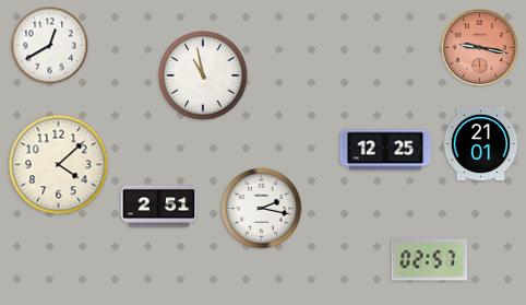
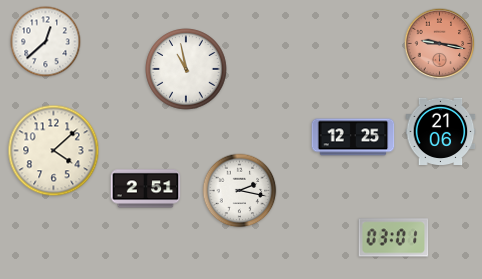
clock at (50, 46): 12:40 -> 12:38
clock at (481, 143): 21:01 -> 21:06
clock at (430, 260): 02:57 -> 03:01
